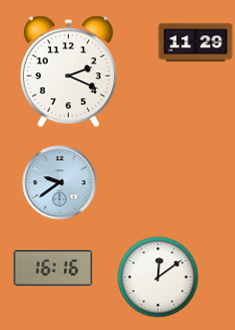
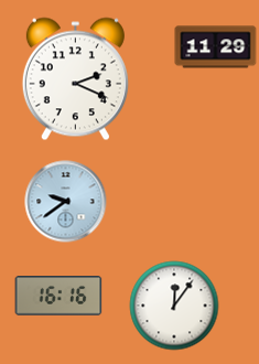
clock at (158, 277): 12:09 -> 12:06
